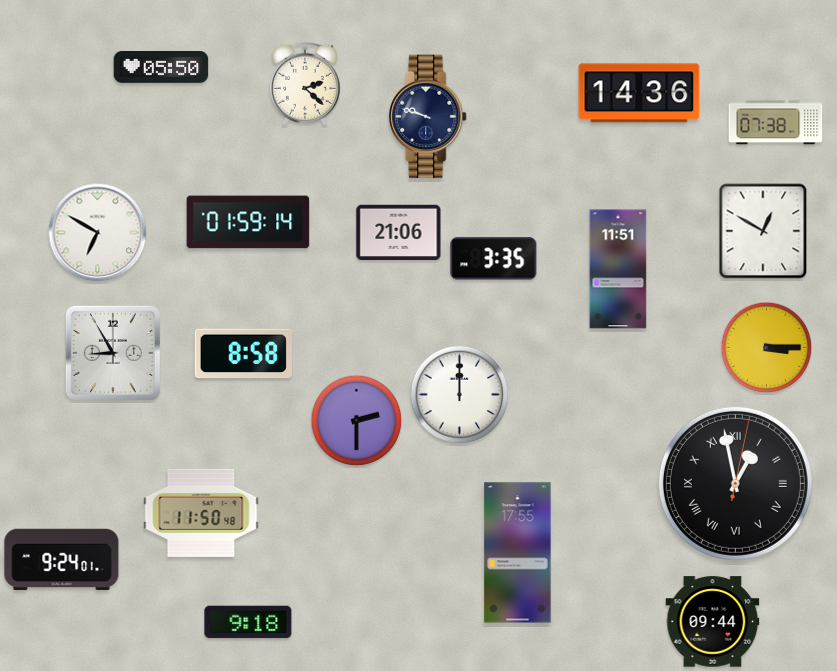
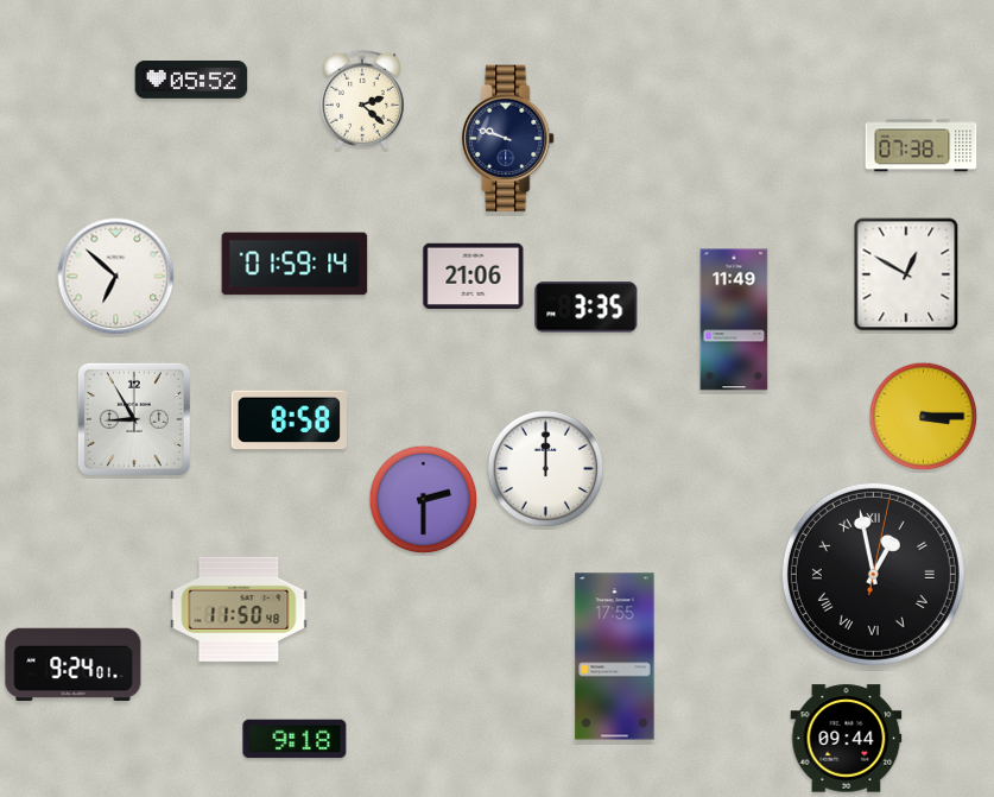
clock at (161, 68): 05:50 -> 05:52
clock at (639, 93): 14:36 -> none
clock at (98, 233): 6:50 -> 6:52
clock at (618, 269): 11:51 -> 11:49
clock at (767, 348) position: (767, 348) -> (924, 417)
